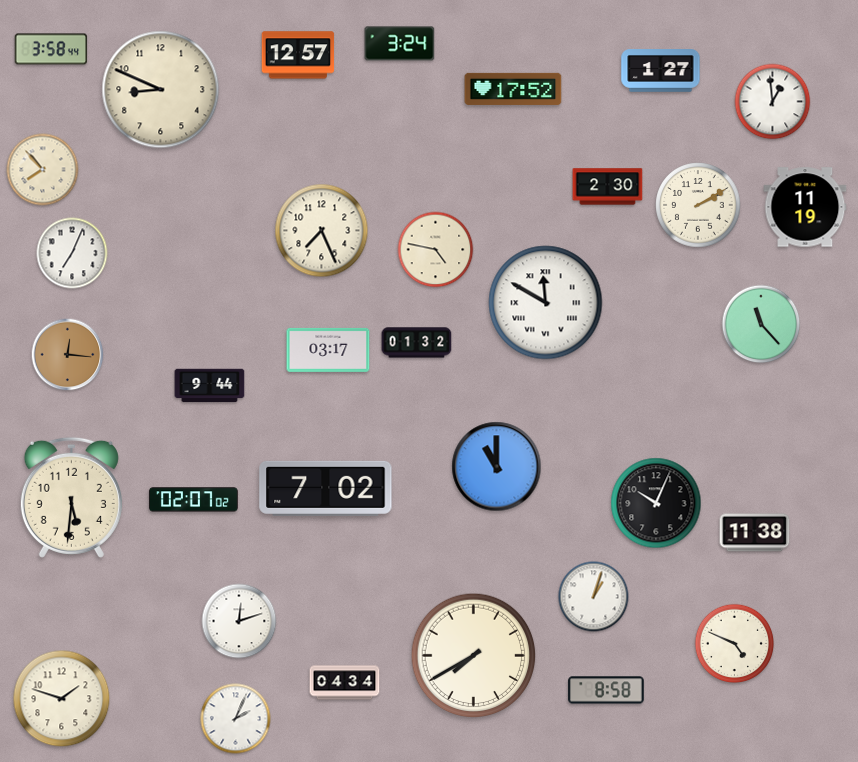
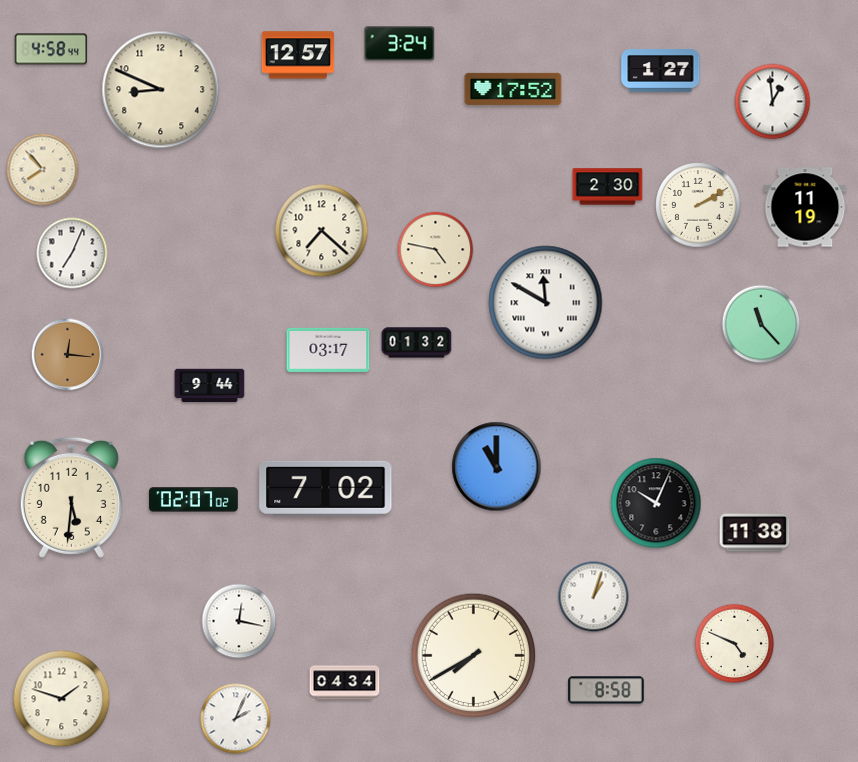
clock at (51, 49): 3:58 -> 4:58
clock at (322, 231): 7:26 -> 7:22
clock at (239, 621): 12:12 -> 12:17
